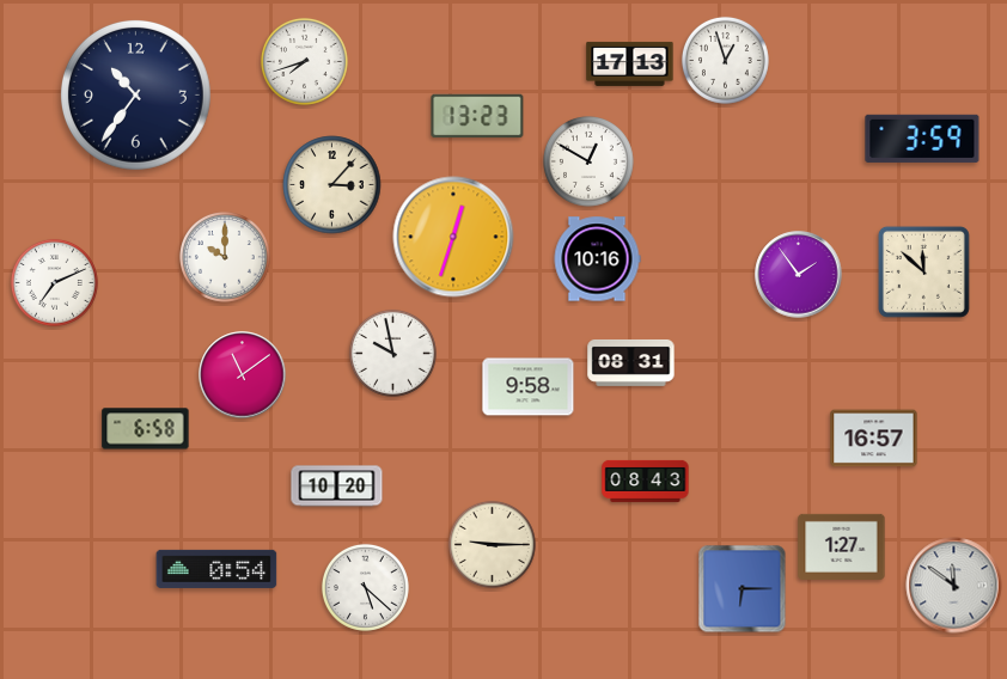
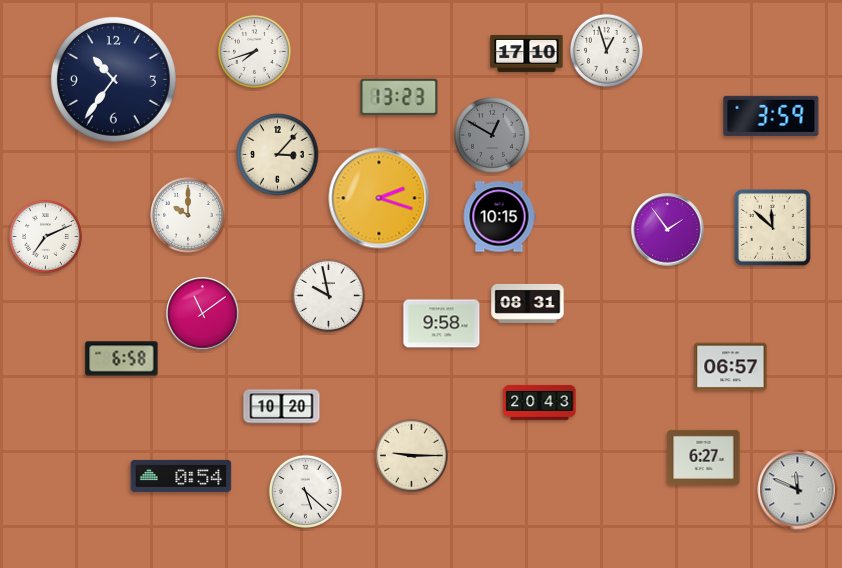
clock at (630, 63): 17:13 -> 17:10
clock at (590, 163) dial: white -> grey
clock at (453, 237): 12:33 -> 2:18
clock at (597, 259): 10:16 -> 10:15
clock at (874, 439): 16:57 -> 06:57
clock at (646, 481): 08:43 -> 20:43
clock at (842, 546): 1:27 -> 6:27
clock at (954, 586): 11:51 -> 11:49
clock at (743, 589): 6:15 -> none
